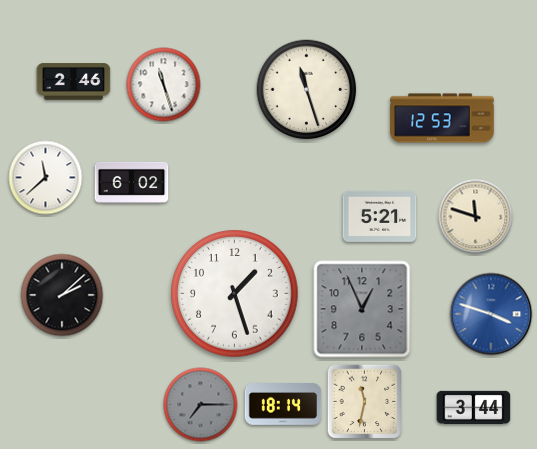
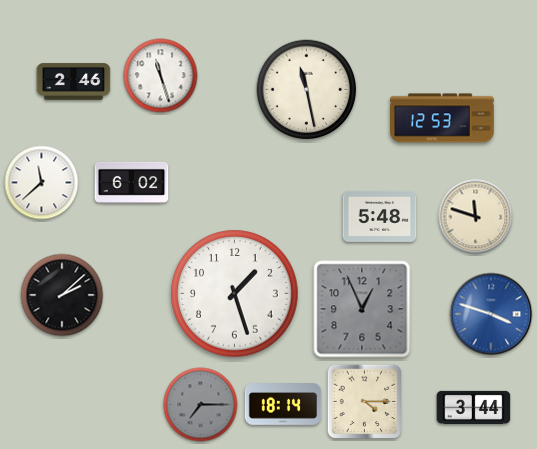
clock at (164, 85) position: (164, 85) -> (161, 76)
clock at (307, 90): 11:27 -> 11:28
clock at (46, 178) position: (46, 178) -> (42, 183)
clock at (380, 216): 5:21 -> 5:48
clock at (365, 402): 11:32 -> 4:15
